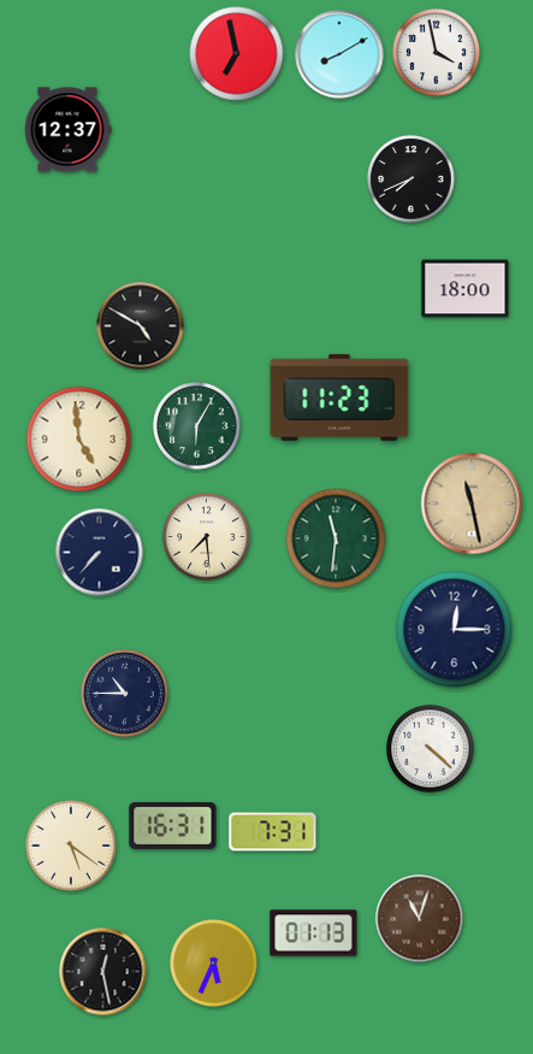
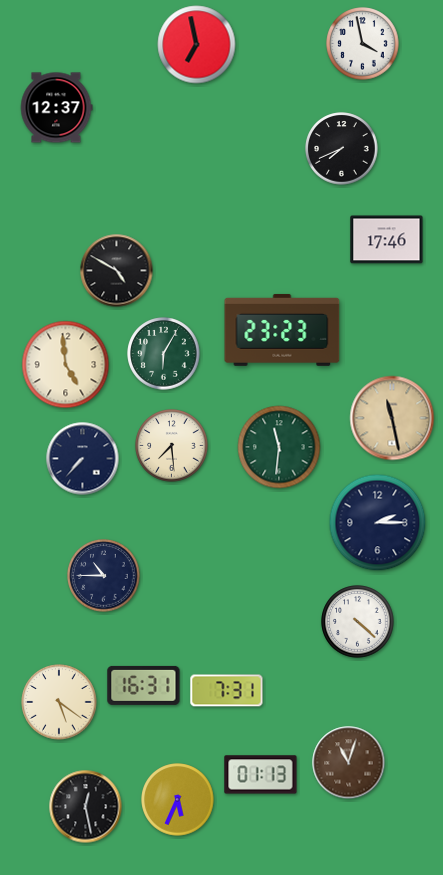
clock at (339, 54): 8:10 -> none
clock at (466, 289): 18:00 -> 17:46
clock at (339, 398): 11:23 -> 23:23
clock at (455, 630): 12:15 -> 2:15
